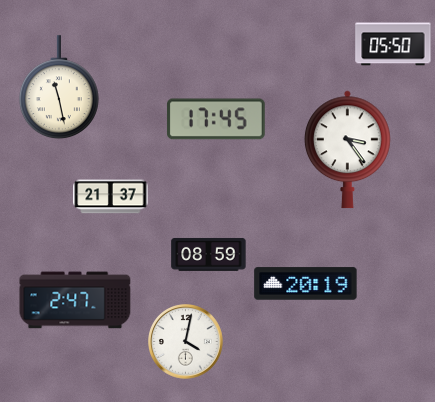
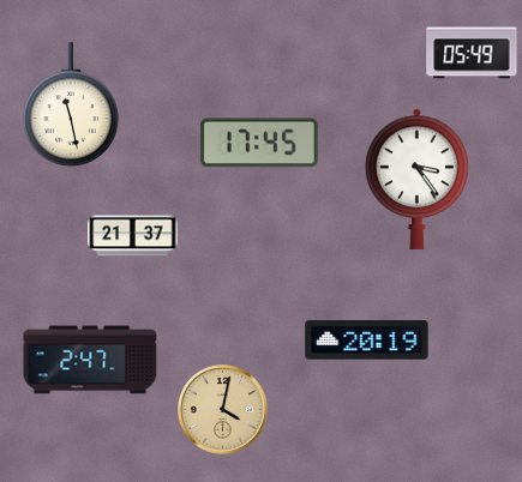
clock at (393, 44): 05:50 -> 05:49
clock at (209, 255): 08:59 -> none
clock at (186, 342) dial: white -> champagne
